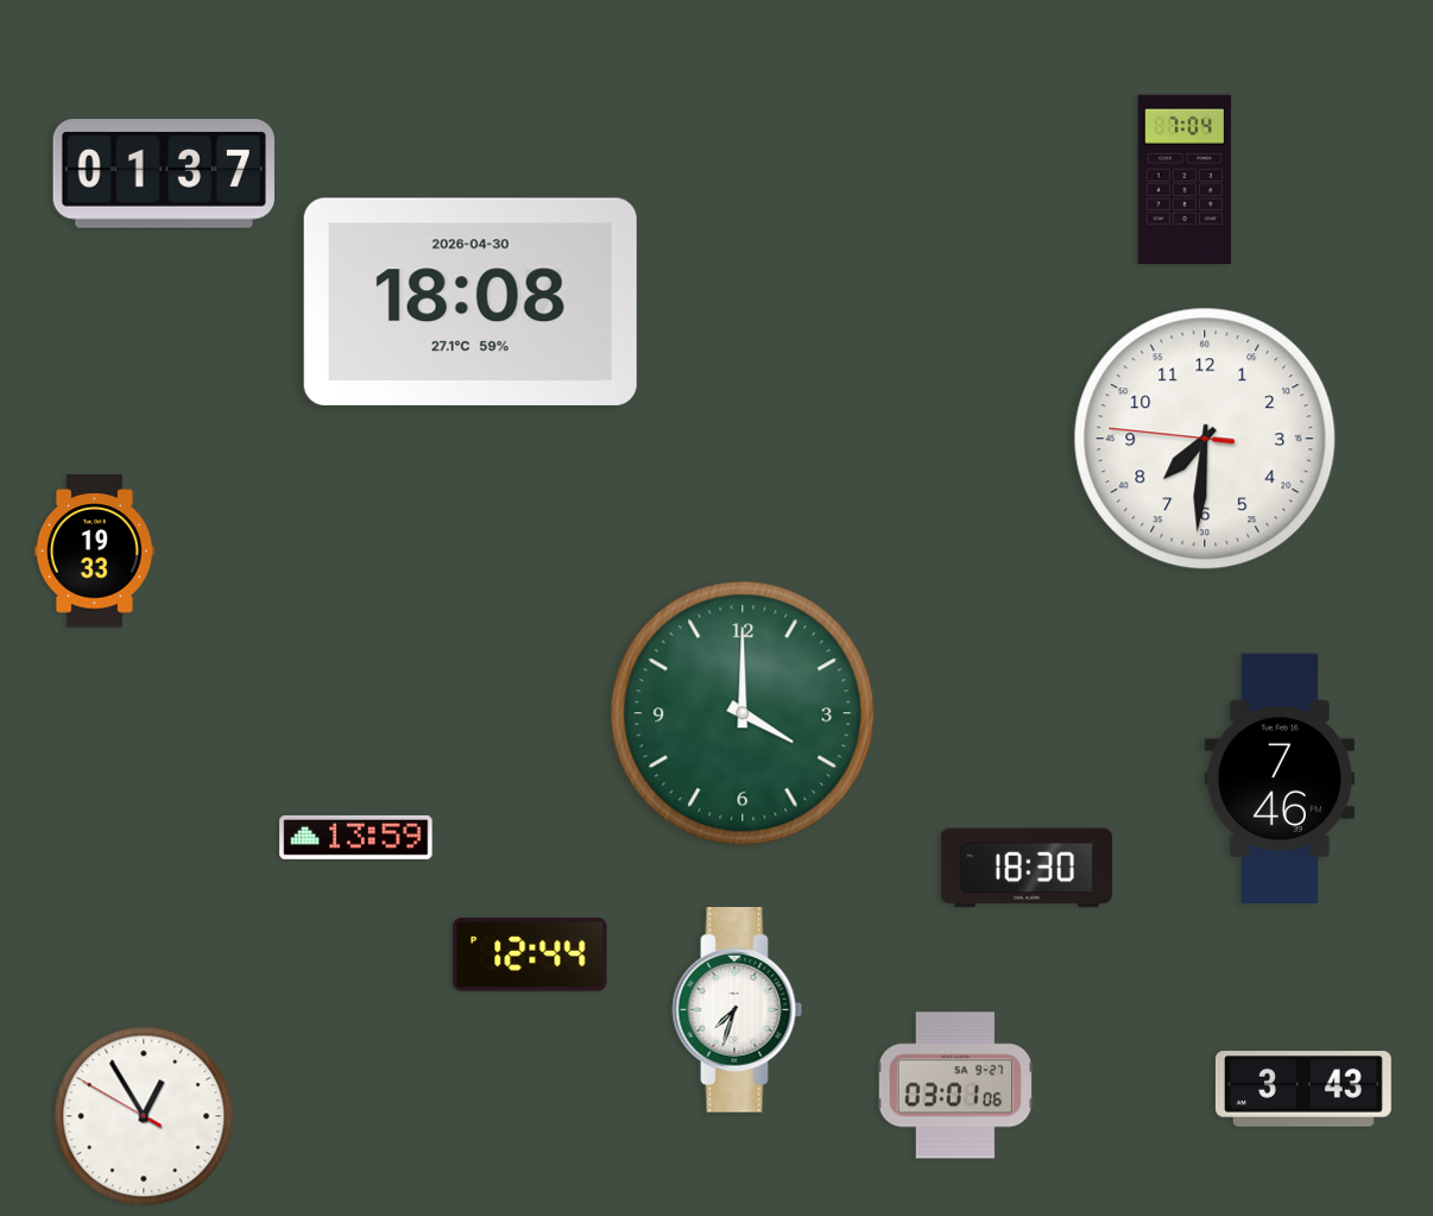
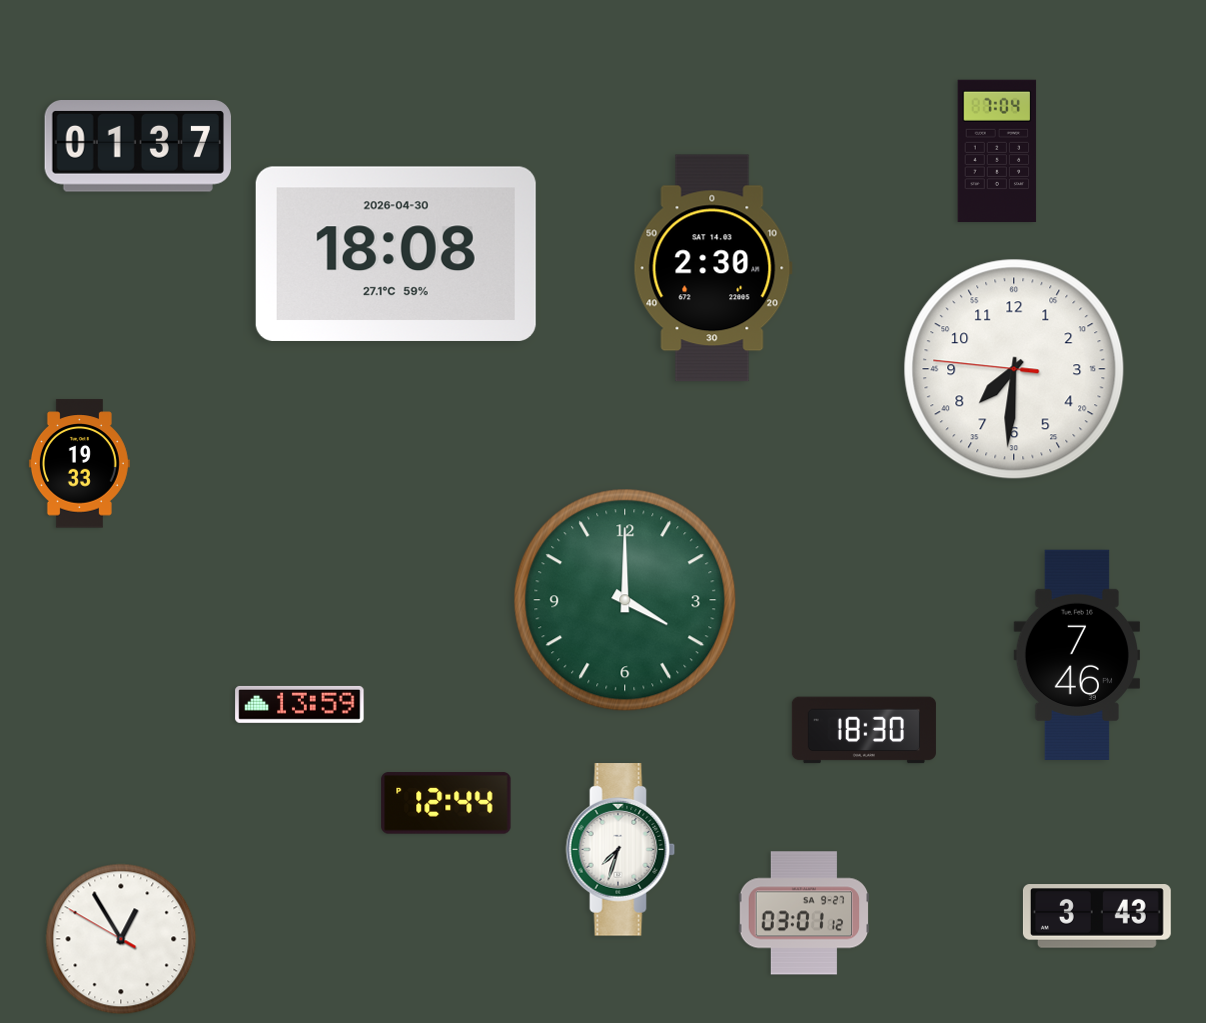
clock at (713, 268): none -> 2:30
clock at (955, 1085): 03:01:06 -> 03:01:12
